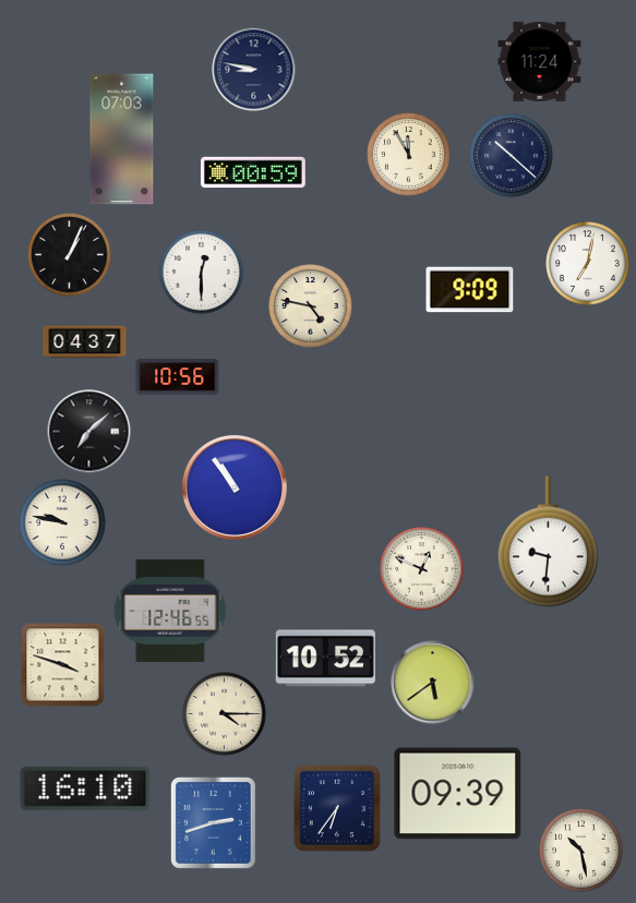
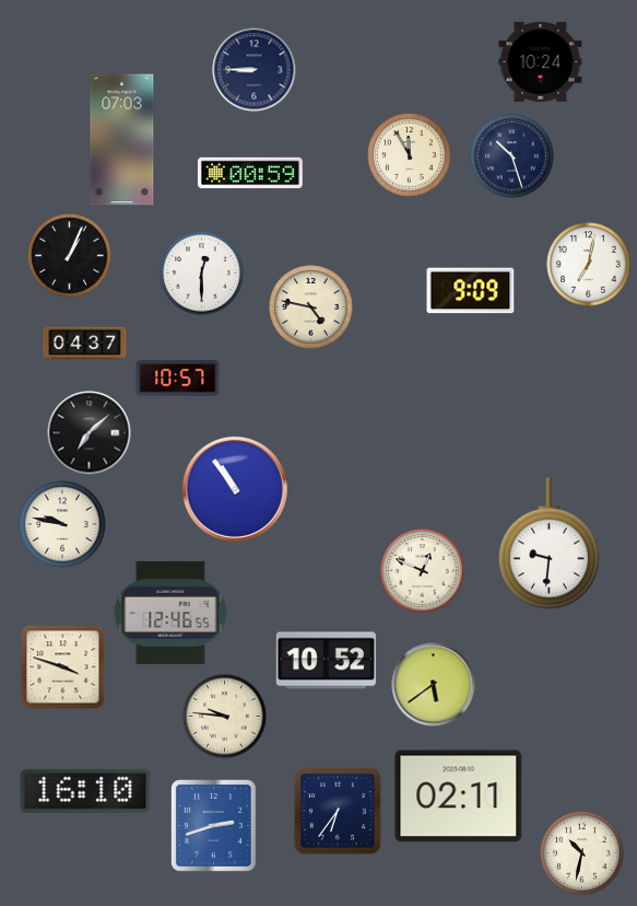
clock at (540, 61): 11:24 -> 10:24
clock at (254, 70): 8:47 -> 8:45
clock at (512, 156): 10:22 -> 10:27
clock at (253, 172) position: (253, 172) -> (250, 173)
clock at (178, 377): 10:56 -> 10:57
clock at (225, 714): 4:15 -> 9:46
clock at (458, 794): 09:39 -> 02:11
clock at (581, 851): 10:28 -> 10:32
